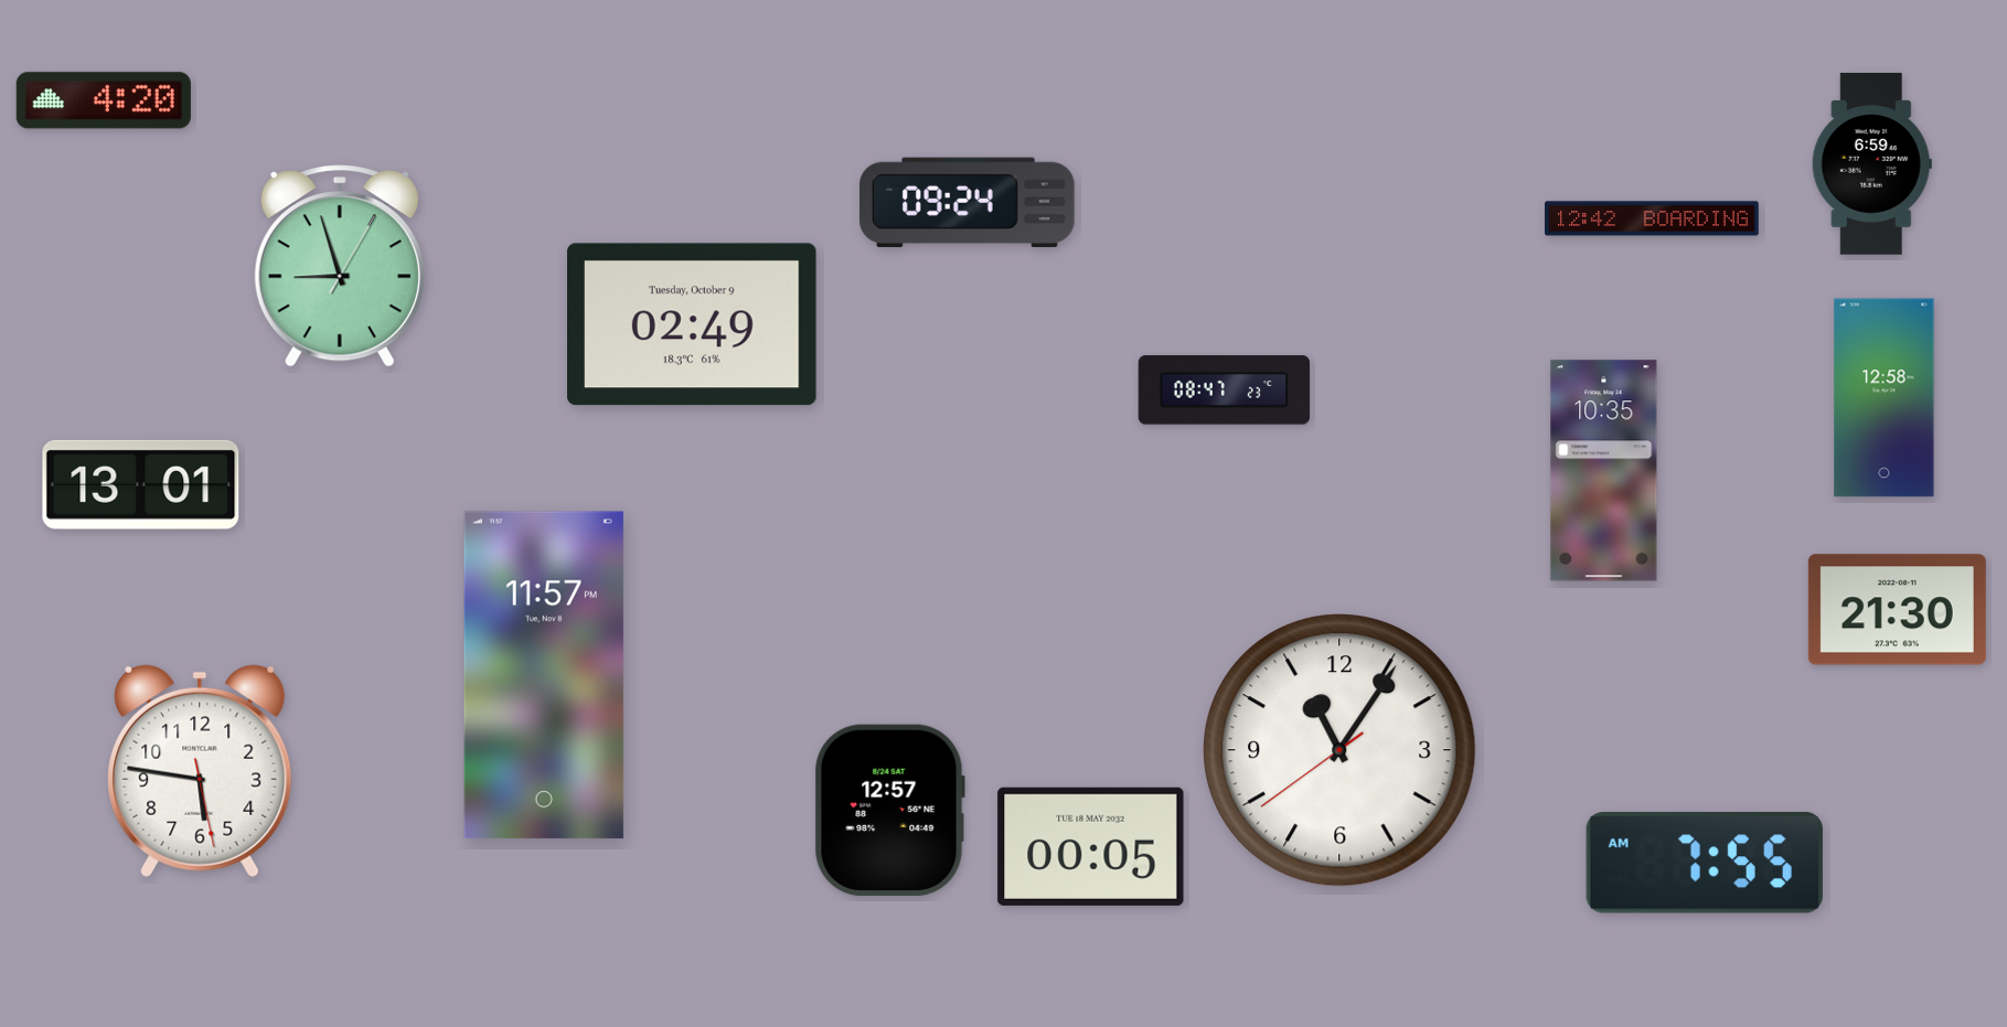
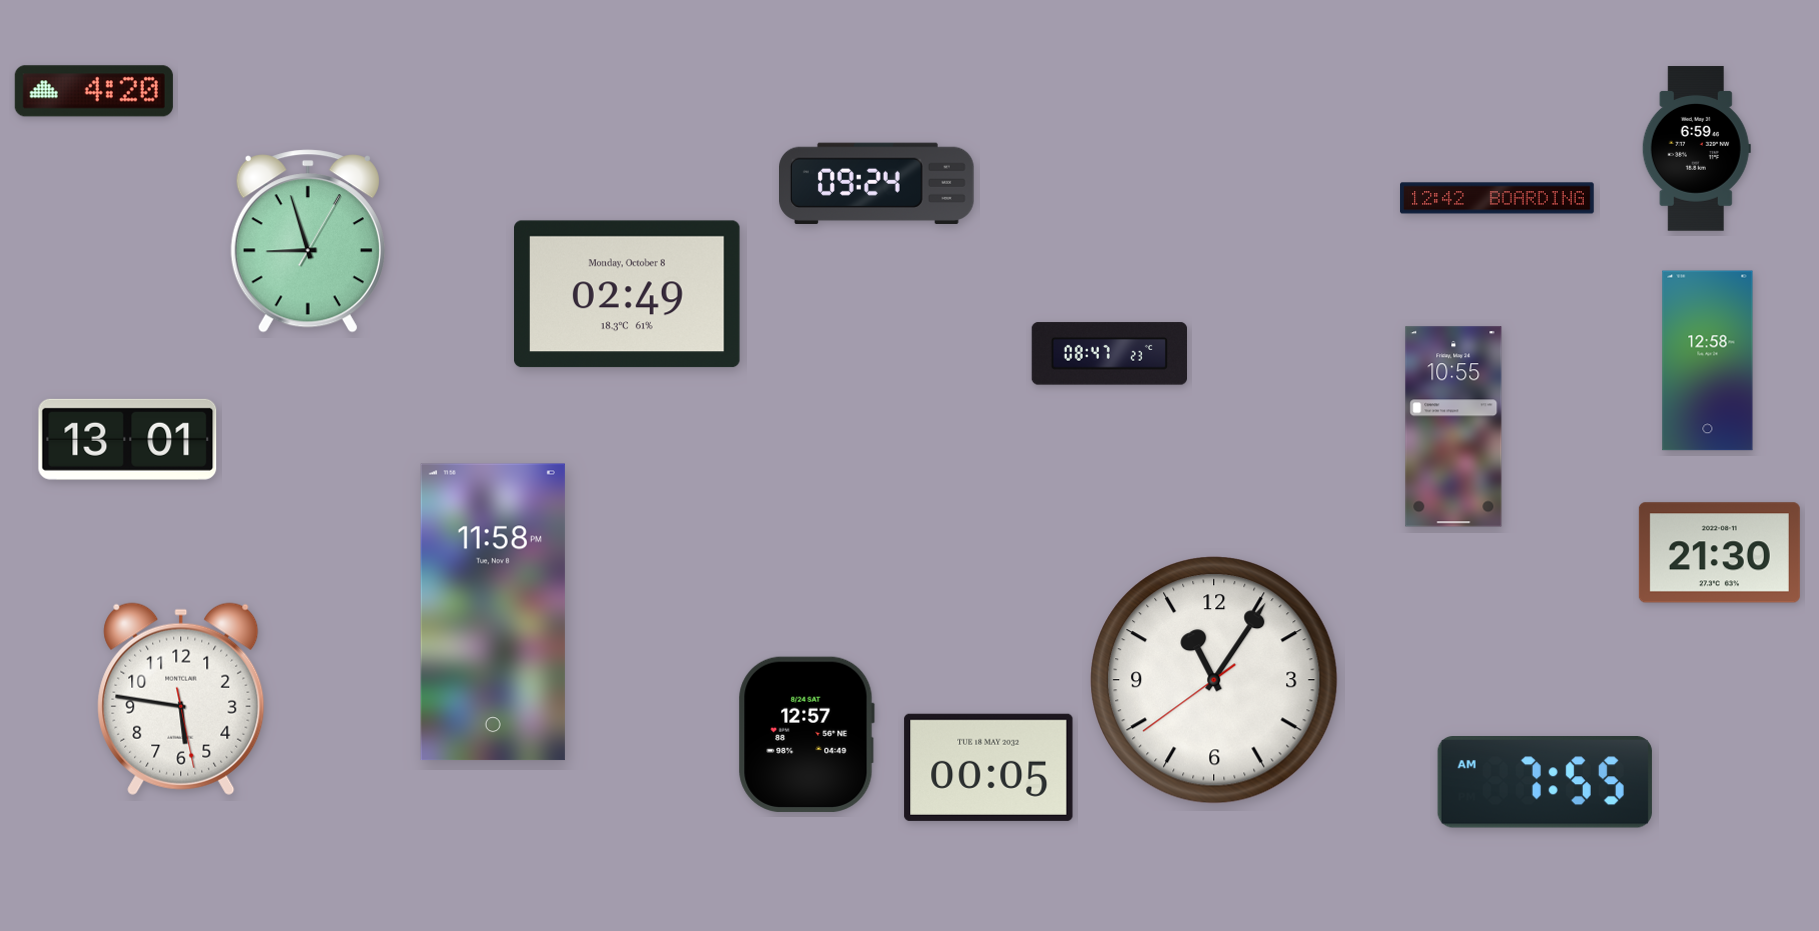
clock at (693, 324) date: Tuesday, October 9 -> Monday, October 8
clock at (1604, 471): 10:35 -> 10:55
clock at (544, 675): 11:57 -> 11:58
